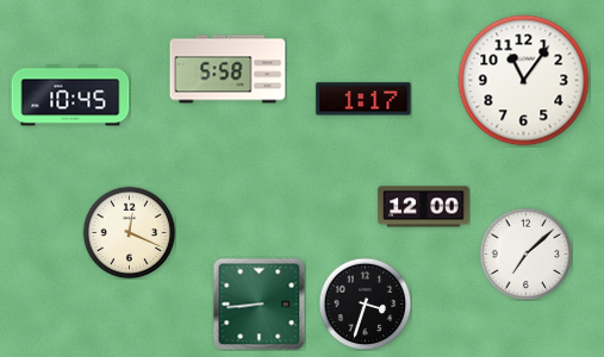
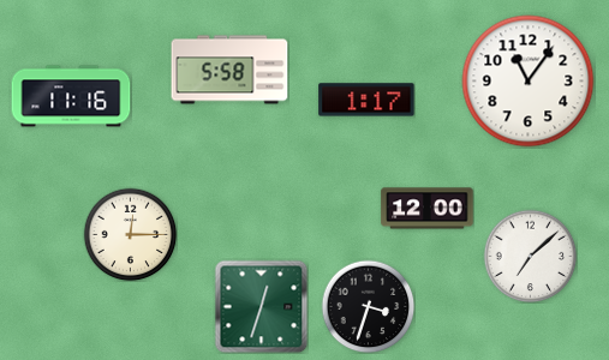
clock at (70, 95): 10:45 -> 11:16
clock at (129, 232): 12:19 -> 12:15
clock at (259, 303): 8:44 -> 12:33
